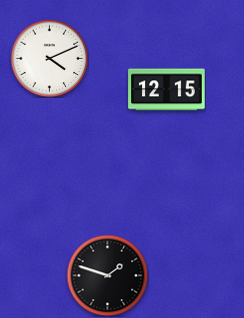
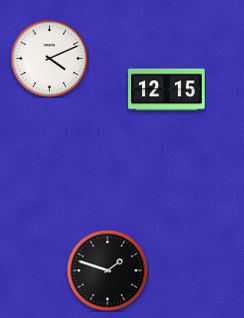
clock at (107, 275) position: (107, 275) -> (107, 270)
